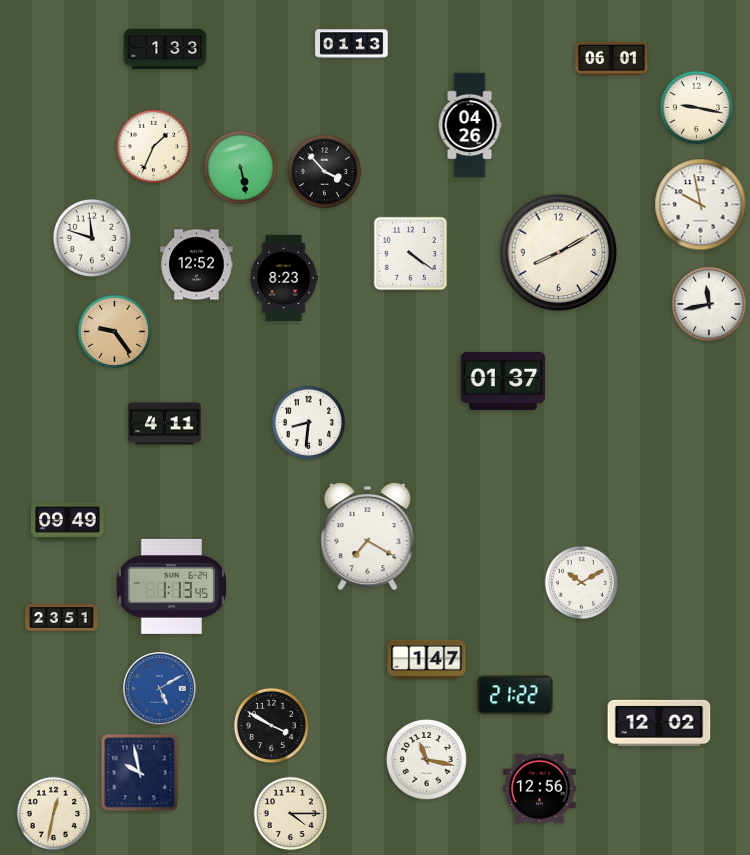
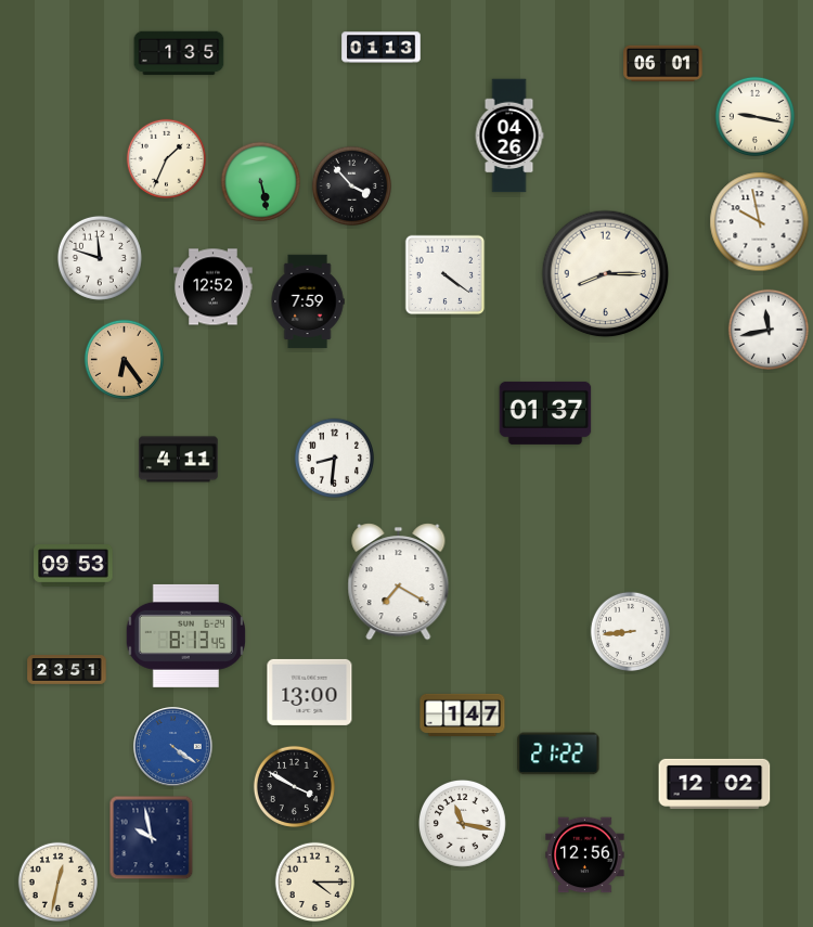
clock at (165, 49): 1:33 -> 1:35
clock at (559, 253): 8:10 -> 8:15
clock at (284, 278): 8:23 -> 7:59
clock at (114, 331): 9:24 -> 6:24
clock at (68, 522): 09:49 -> 09:53
clock at (581, 582): 10:10 -> 8:44
clock at (171, 586): 1:13 -> 8:13
clock at (310, 692): none -> 13:00
clock at (160, 689): 5:10 -> 4:21
